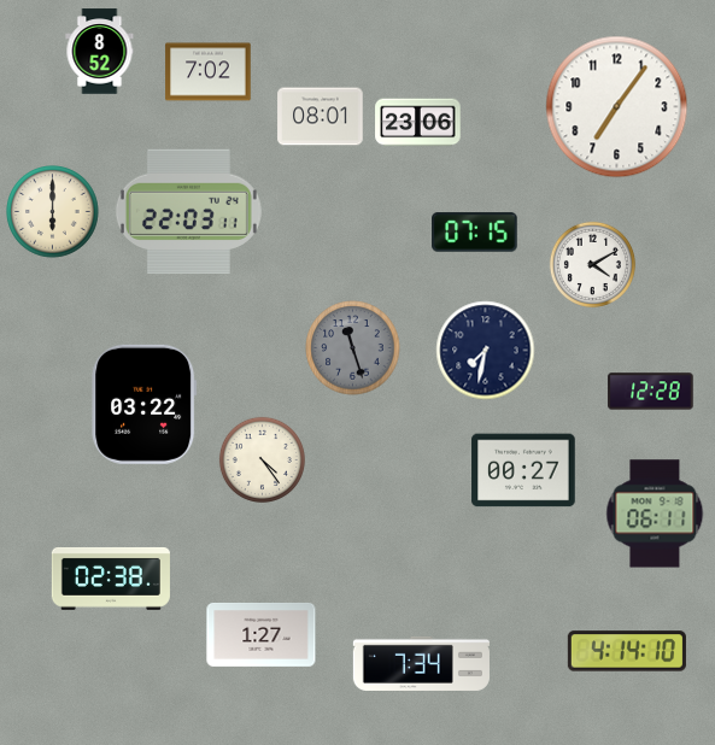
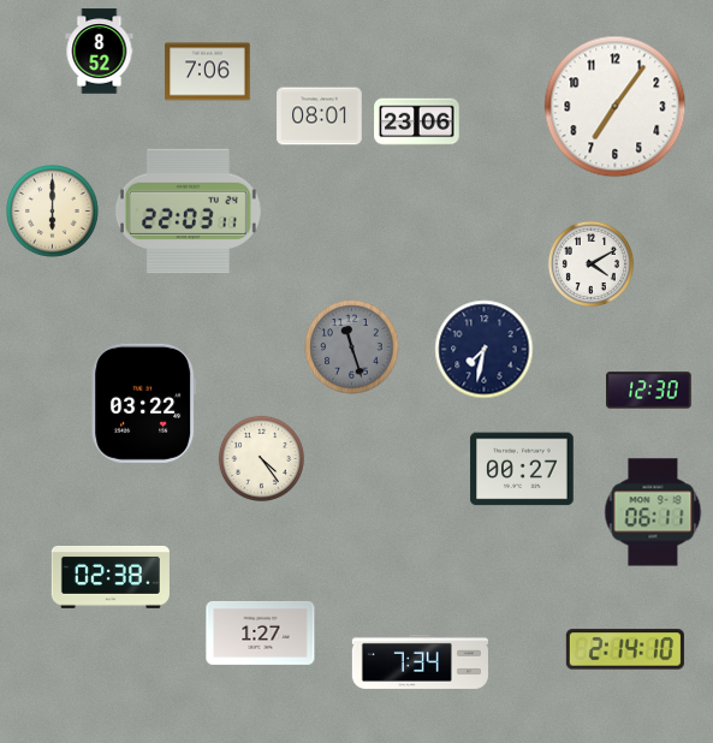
clock at (209, 72): 7:02 -> 7:06
clock at (475, 233): 07:15 -> none
clock at (651, 392): 12:28 -> 12:30
clock at (627, 651): 4:14 -> 2:14
